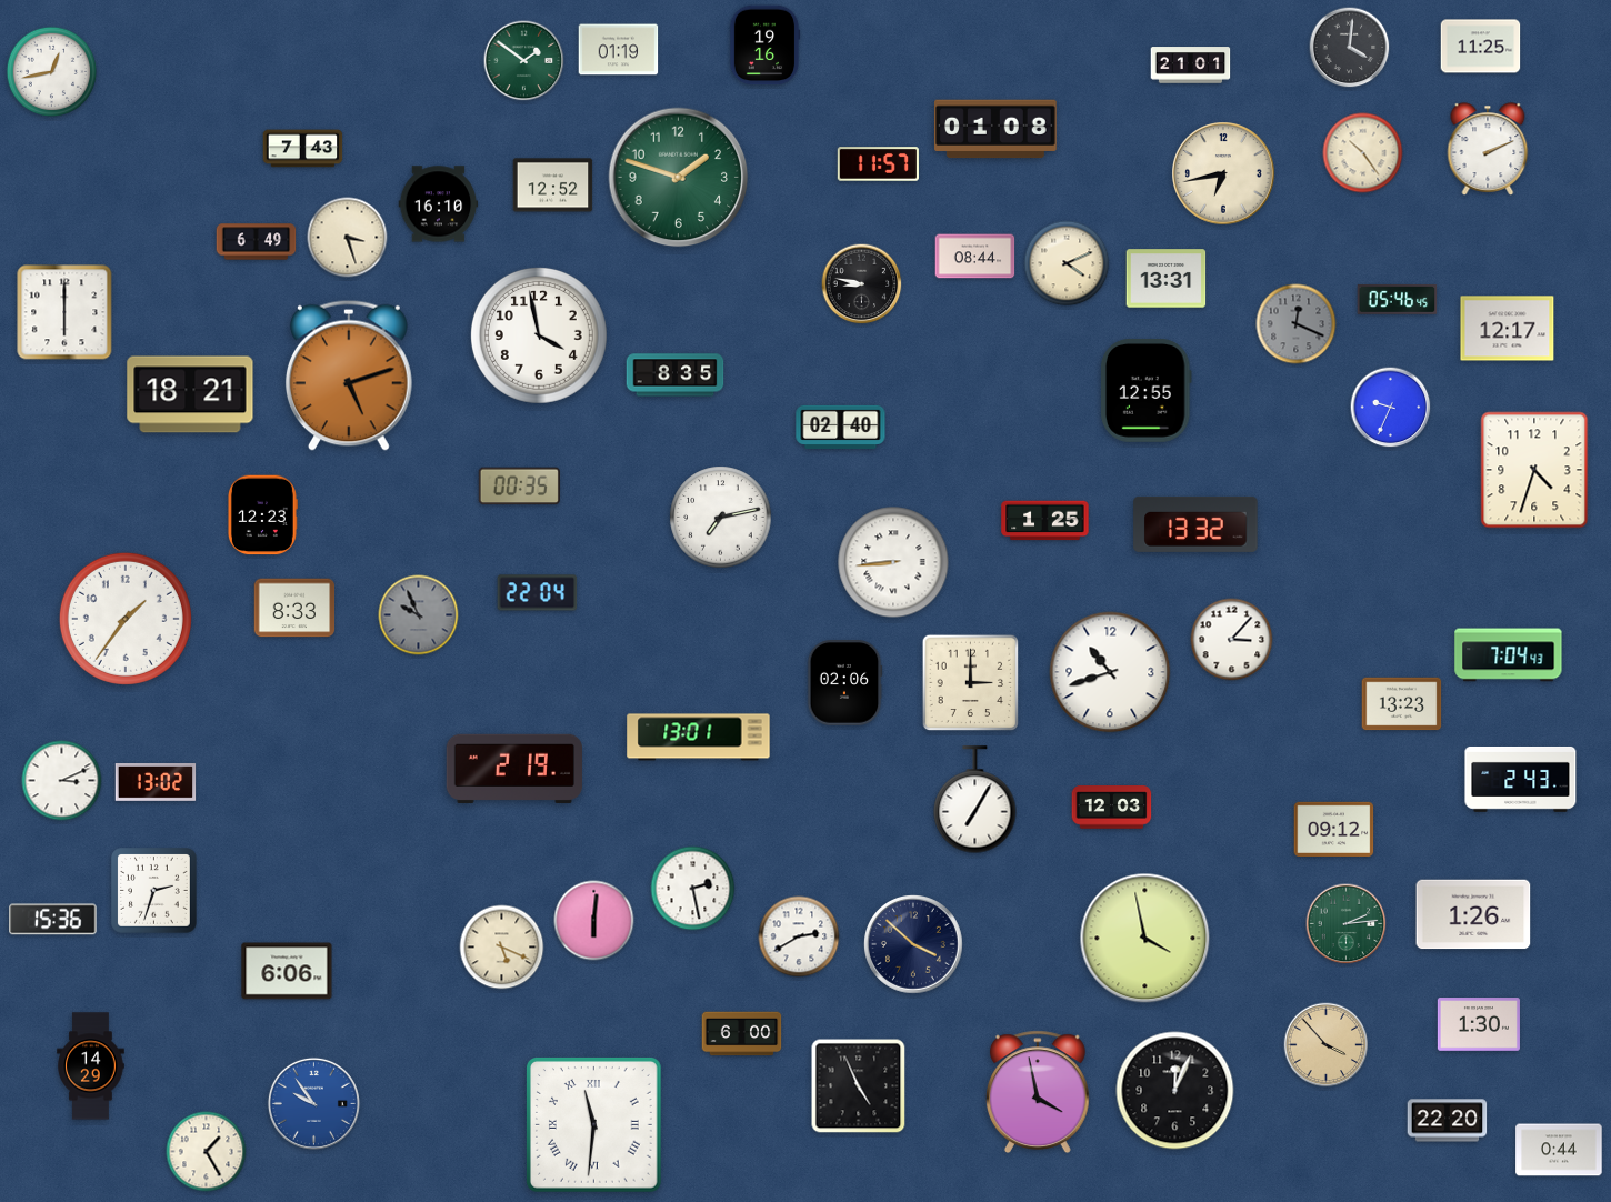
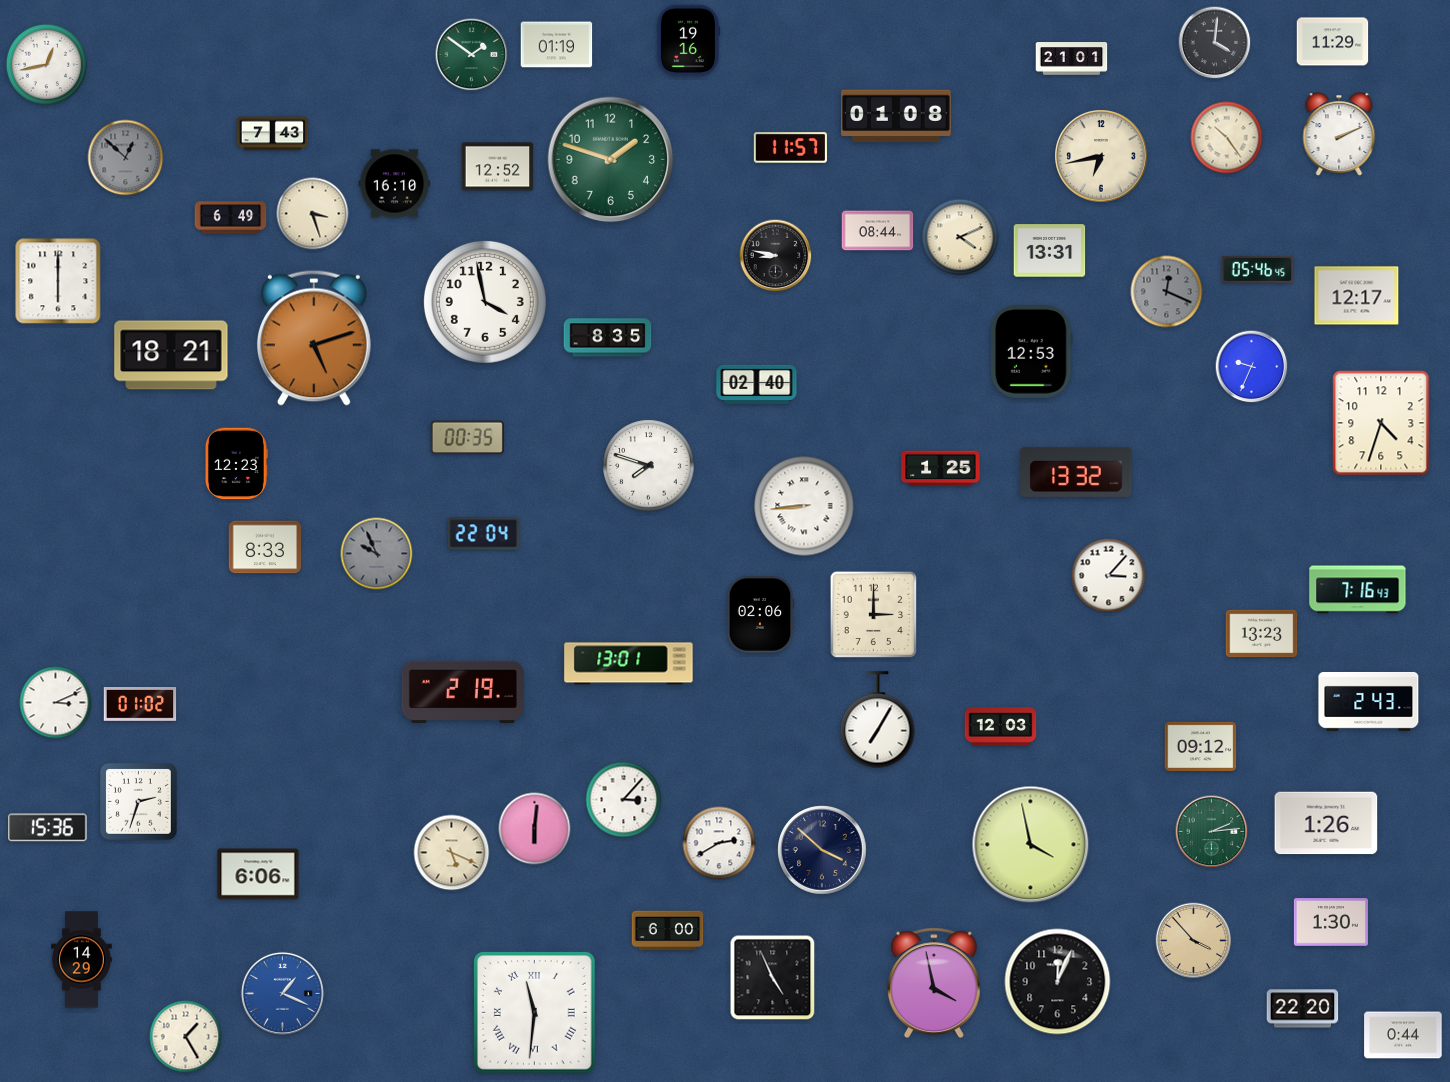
clock at (1481, 47): 11:25 -> 11:29
clock at (126, 158): none -> 12:52
clock at (1147, 391): 12:55 -> 12:53
clock at (721, 518): 7:13 -> 7:48
clock at (126, 619): 1:36 -> none
clock at (1509, 655): 7:04 -> 7:16
clock at (1110, 672): 10:42 -> none
clock at (156, 783): 13:02 -> 01:02
clock at (693, 889): 2:28 -> 3:07
clock at (313, 1103): 9:54 -> 1:19
